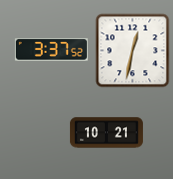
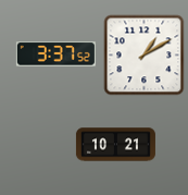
clock at (133, 51): 12:32 -> 1:10
